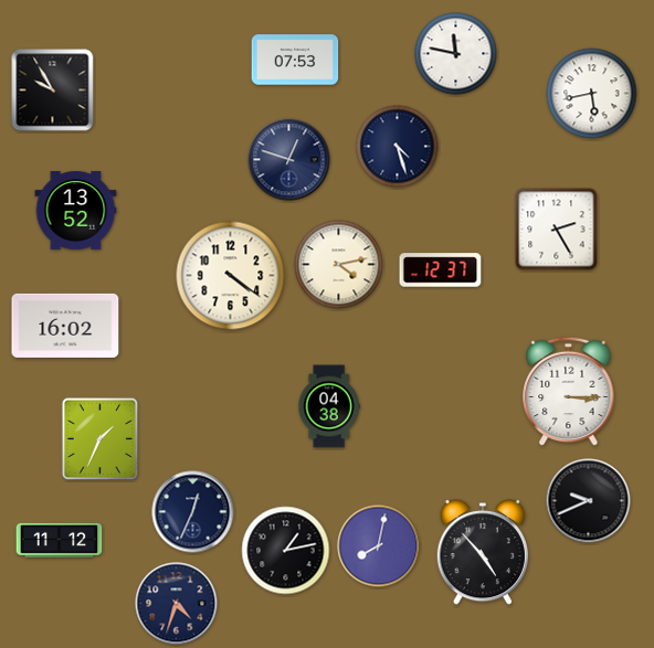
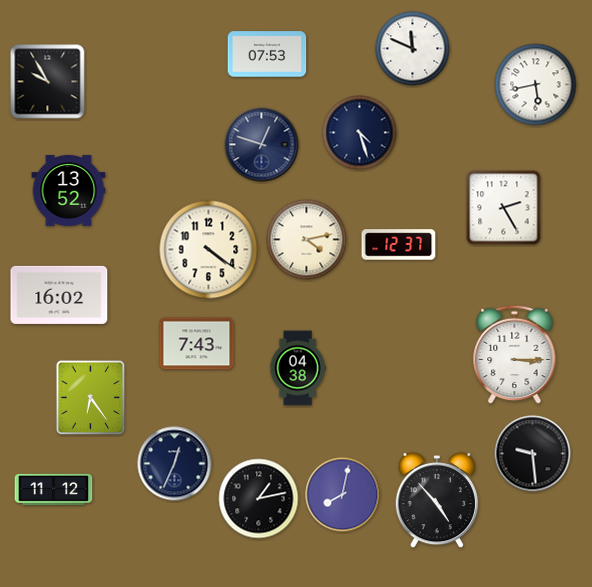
clock at (456, 54): 11:47 -> 11:49
clock at (197, 344): none -> 7:43
clock at (101, 439): 1:34 -> 6:24
clock at (589, 501): 9:41 -> 9:29
clock at (177, 604): 4:33 -> none
